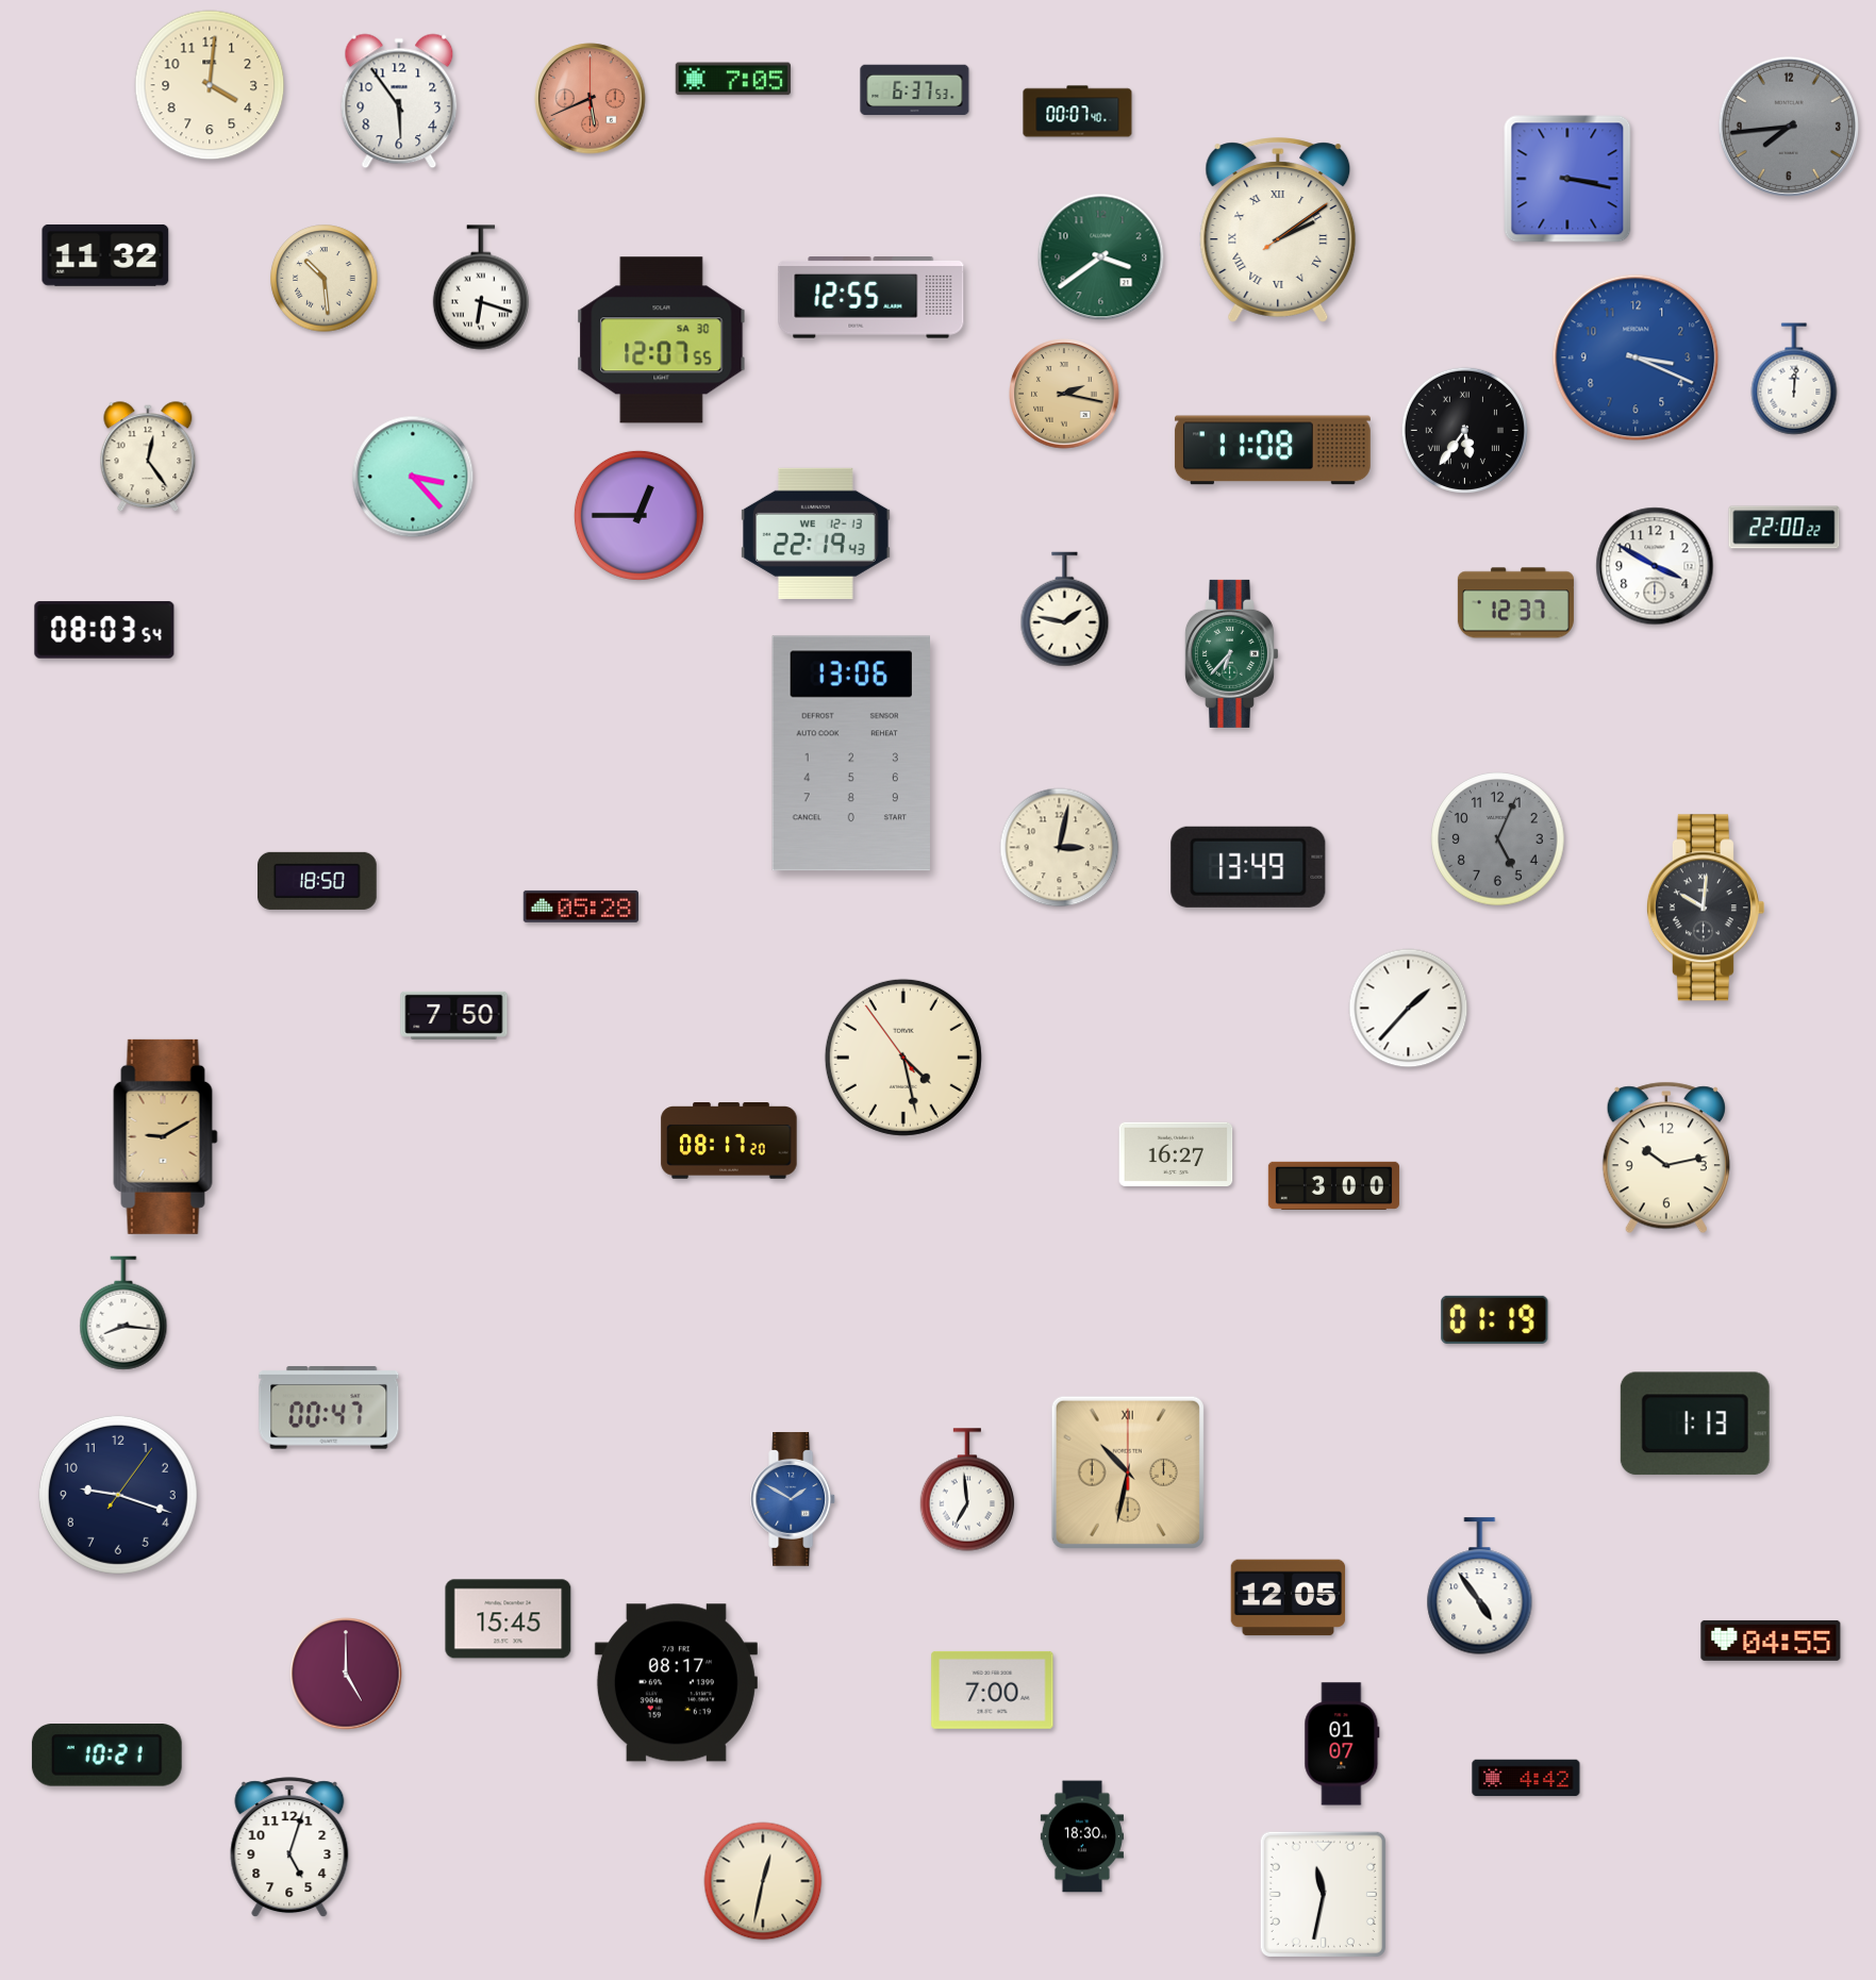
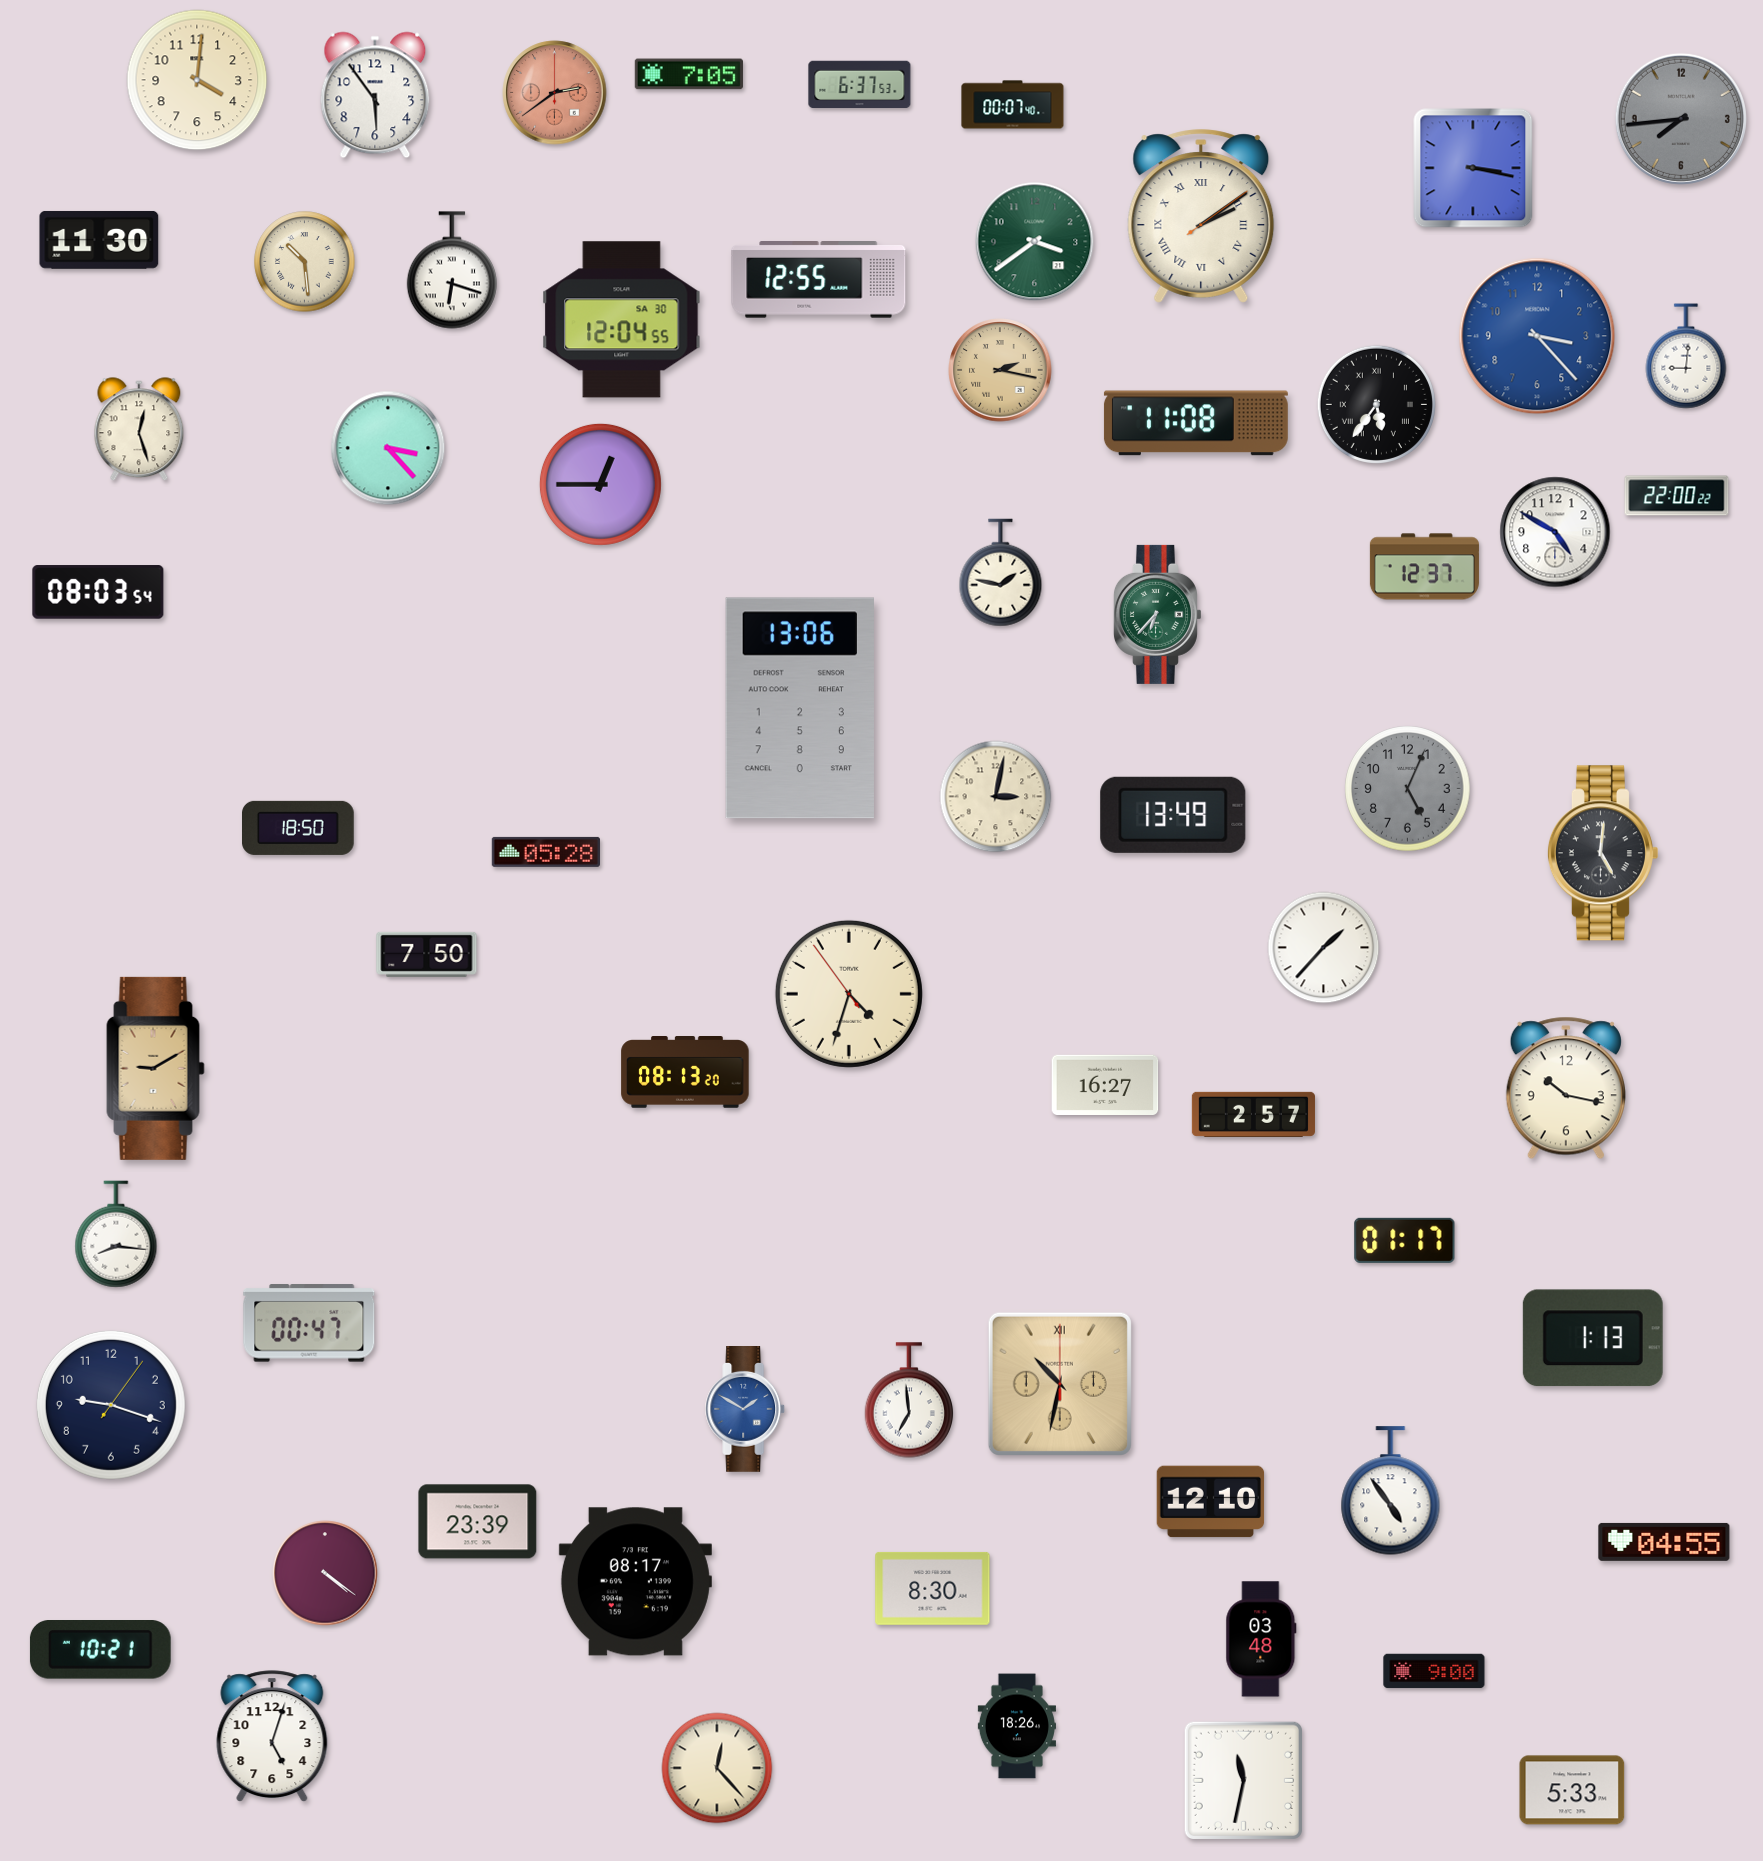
clock at (591, 99): 5:41 -> 2:39
clock at (105, 255): 11:32 -> 11:30
clock at (662, 340): 12:07 -> 12:04
clock at (1636, 357): 3:19 -> 3:23
clock at (1794, 379): 12:01 -> 9:01
clock at (148, 457): 12:24 -> 12:27
clock at (816, 533): 22:19 -> none
clock at (1655, 566): 3:50 -> 4:50
clock at (1705, 908): 10:01 -> 5:01
clock at (903, 1058): 4:27 -> 4:32
clock at (729, 1142): 08:17 -> 08:13
clock at (1666, 1158): 10:13 -> 10:17
clock at (1333, 1185): 3:00 -> 2:57
clock at (1495, 1319): 01:19 -> 01:17
clock at (1289, 1598): 12:05 -> 12:10
clock at (509, 1619): 15:45 -> 23:39
clock at (346, 1674): 5:00 -> 4:21
clock at (993, 1690): 7:00 -> 8:30
clock at (1342, 1744): 01:07 -> 03:48
clock at (1526, 1778): 4:42 -> 9:00
clock at (1082, 1836): 18:30 -> 18:26
clock at (763, 1881): 12:32 -> 12:23
clock at (1572, 1790): none -> 5:33
